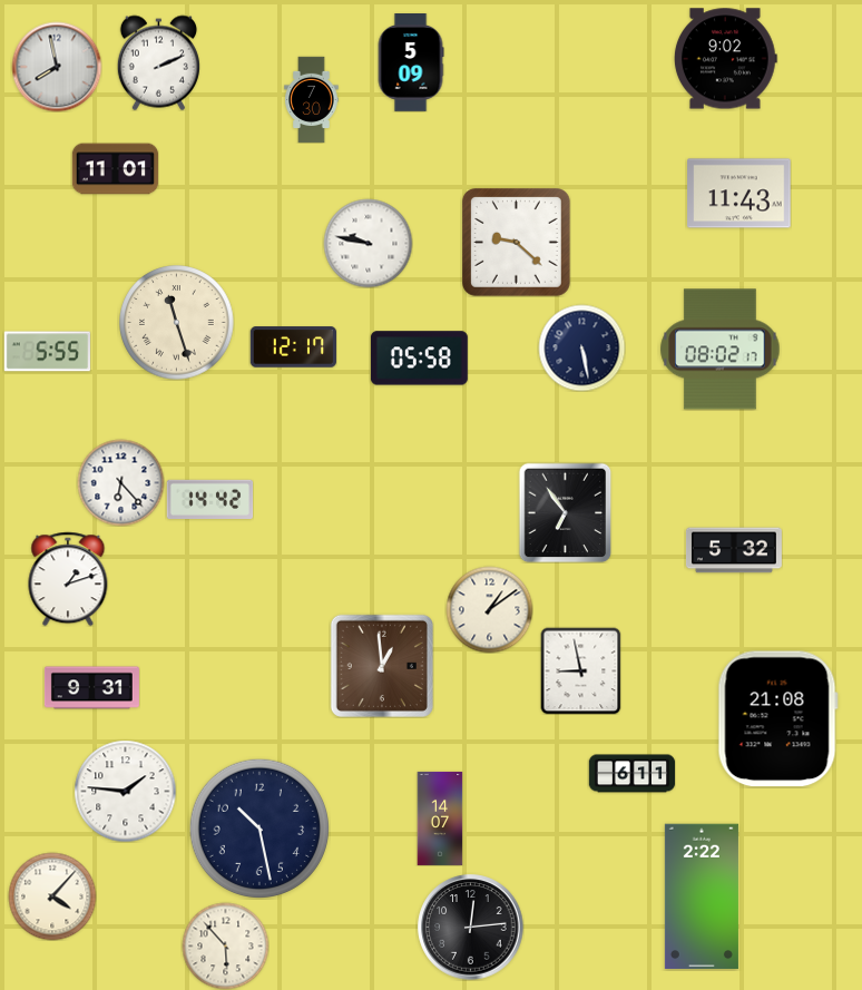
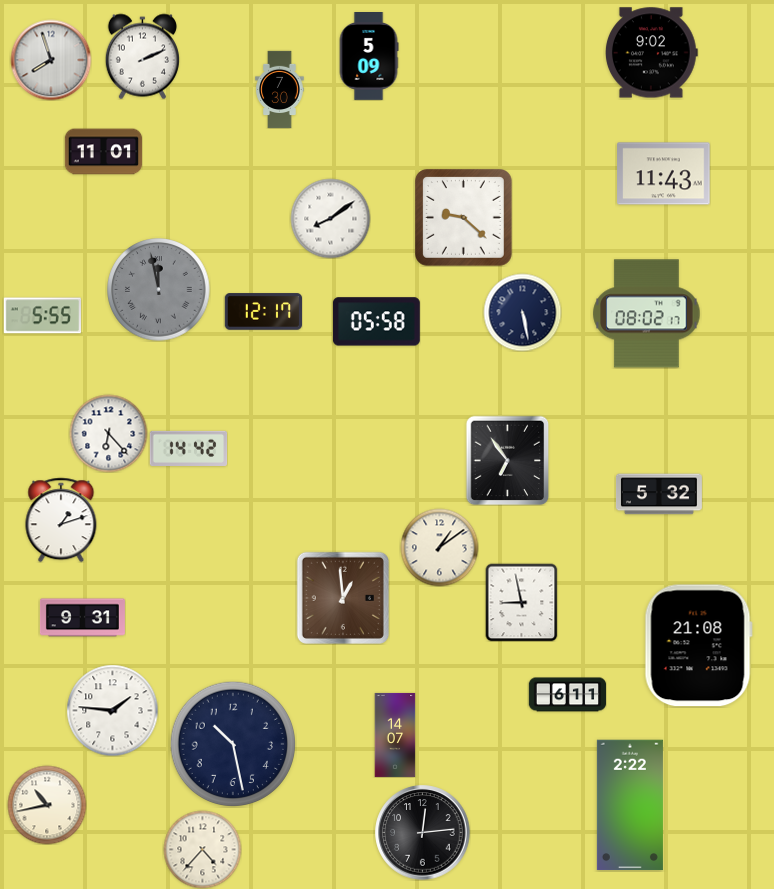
clock at (57, 67): 7:58 -> 7:57
clock at (368, 243): 9:47 -> 8:09
clock at (177, 323): 11:27 -> 11:58
clock at (177, 323) dial: cream -> grey
clock at (52, 896): 4:07 -> 10:43
clock at (225, 945): 5:53 -> 4:37
